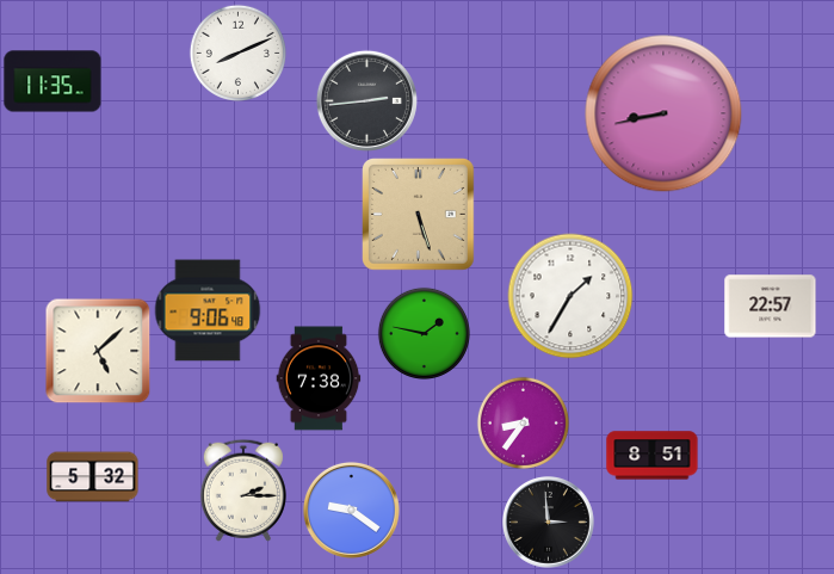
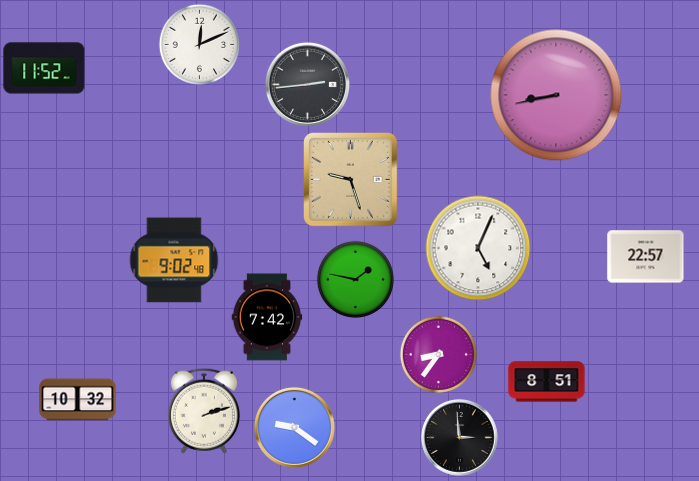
clock at (237, 53): 8:11 -> 12:11
clock at (52, 81): 11:35 -> 11:52
clock at (419, 215): 5:27 -> 9:27
clock at (570, 296): 1:35 -> 5:04
clock at (208, 310): 9:06 -> 9:02
clock at (98, 351): 5:08 -> none
clock at (319, 378): 7:38 -> 7:42
clock at (93, 477): 5:32 -> 10:32
clock at (243, 490): 2:15 -> 2:12
